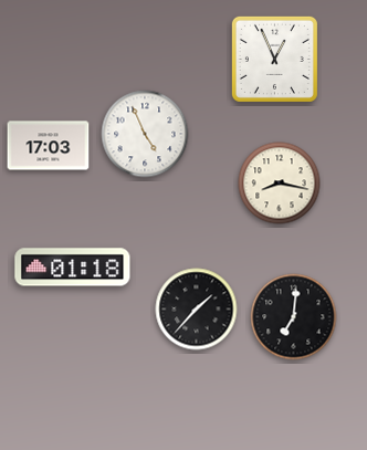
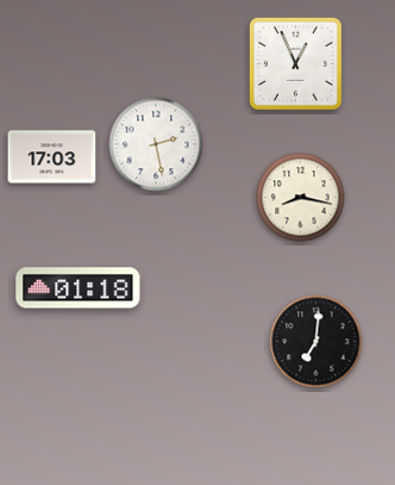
clock at (145, 134): 4:56 -> 2:28
clock at (197, 310): 1:37 -> none
